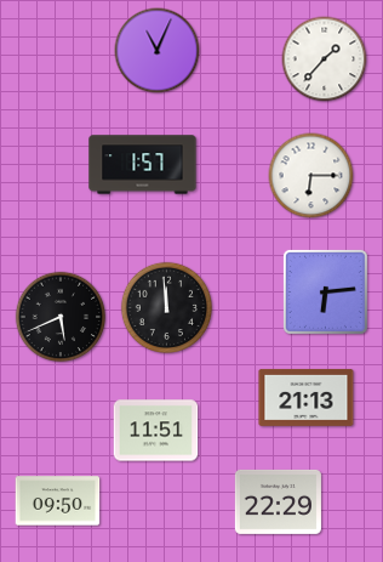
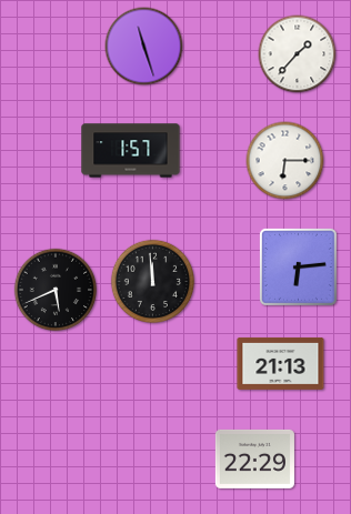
clock at (158, 51): 11:04 -> 11:27
clock at (156, 431): 11:51 -> none
clock at (58, 501): 09:50 -> none
